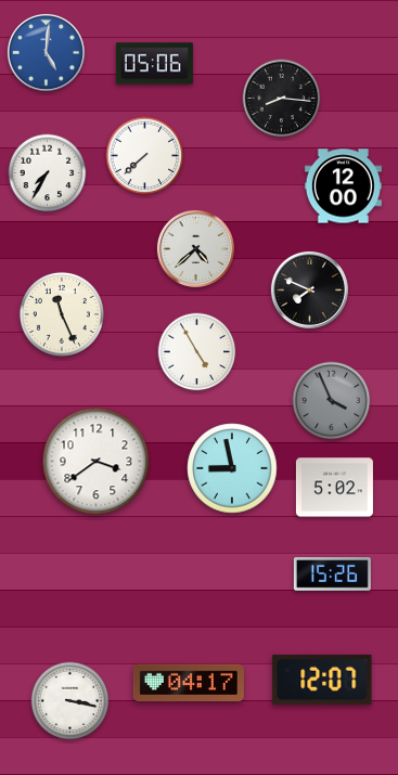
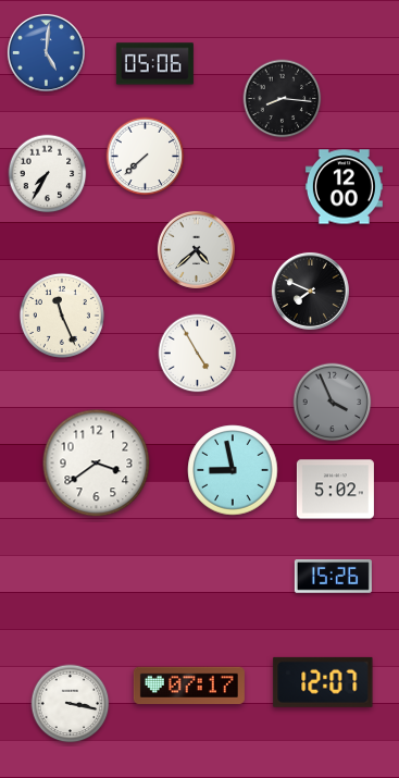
clock at (189, 683): 04:17 -> 07:17
